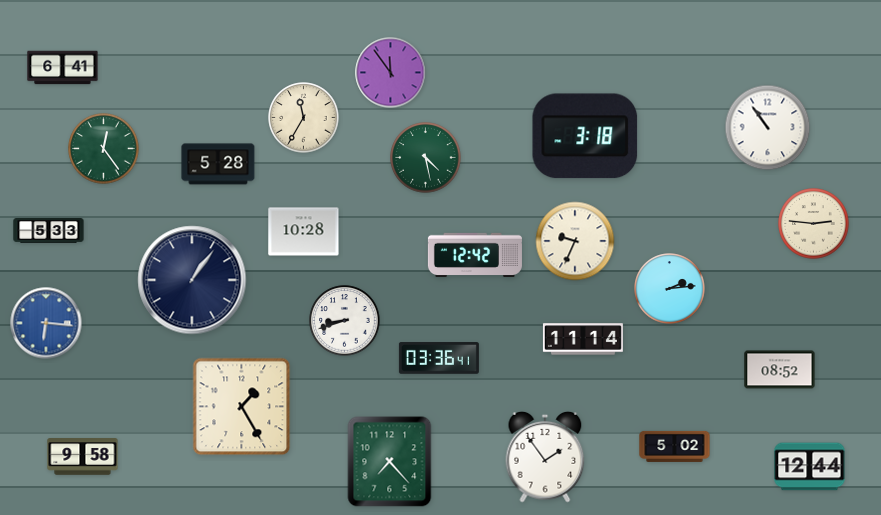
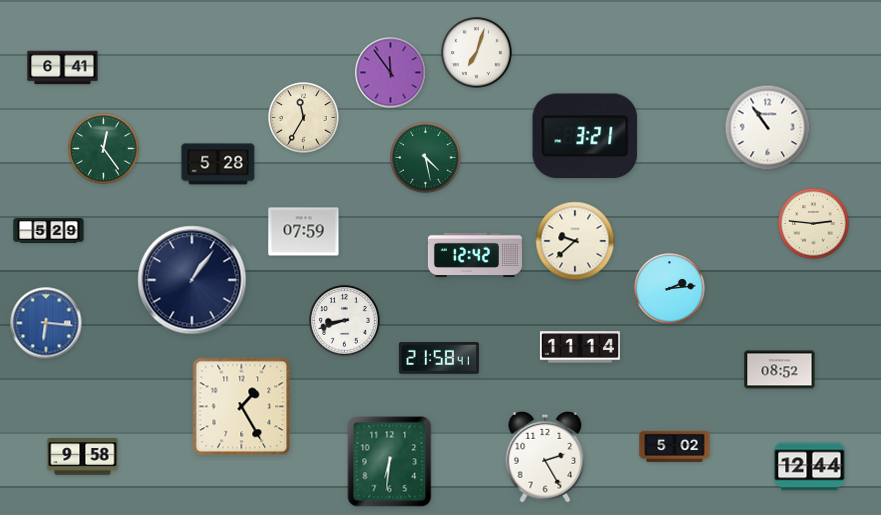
clock at (477, 53): none -> 7:03
clock at (585, 136): 3:18 -> 3:21
clock at (49, 231): 5:33 -> 5:29
clock at (304, 232): 10:28 -> 07:59
clock at (575, 241): 9:34 -> 9:38
clock at (583, 339) position: (583, 339) -> (580, 347)
clock at (439, 358): 03:36 -> 21:58
clock at (545, 457): 1:54 -> 2:25
clock at (390, 462): 7:23 -> 6:31
